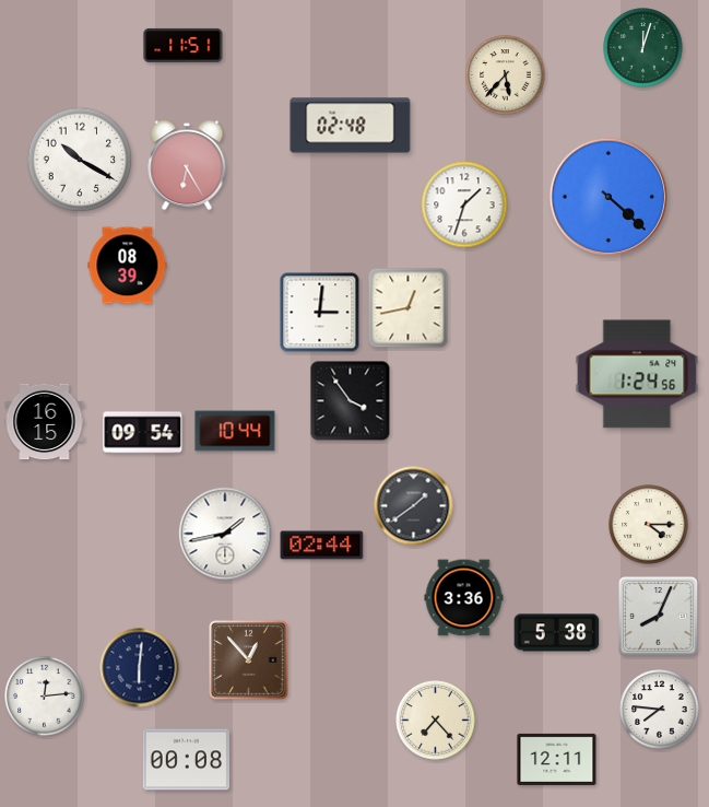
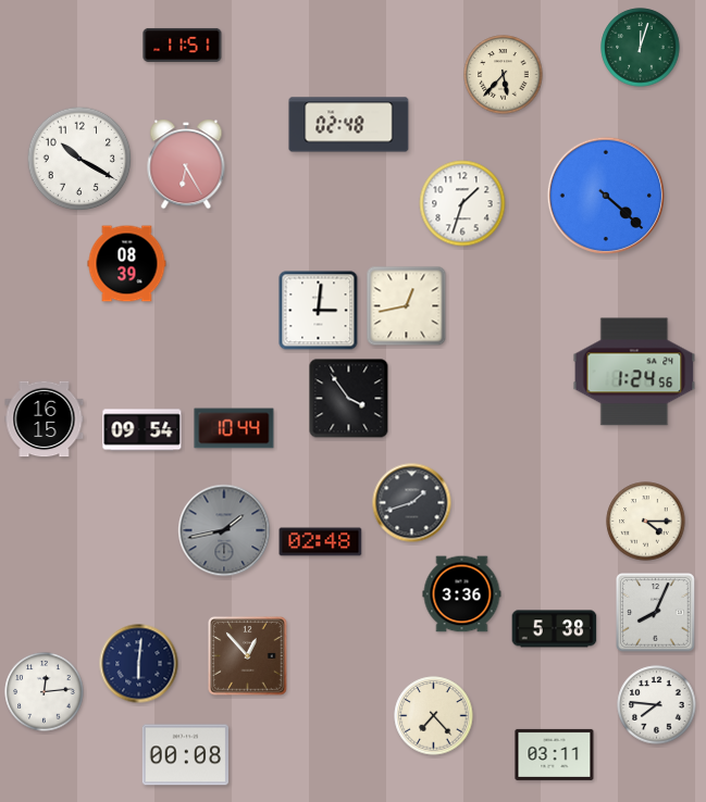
clock at (414, 506): 1:39 -> 1:42
clock at (225, 534) dial: white -> grey
clock at (322, 546): 02:44 -> 02:48
clock at (557, 759): 12:11 -> 03:11
